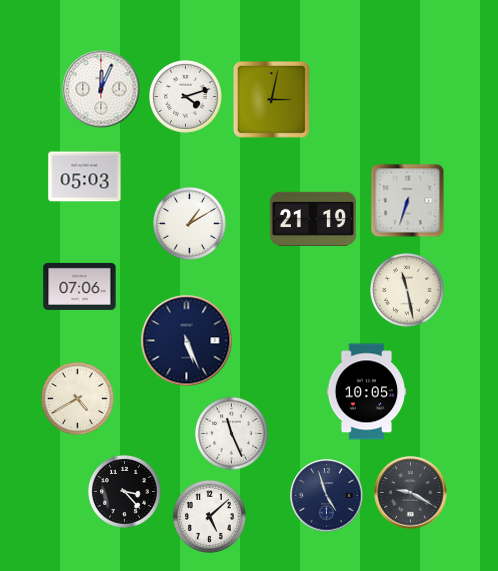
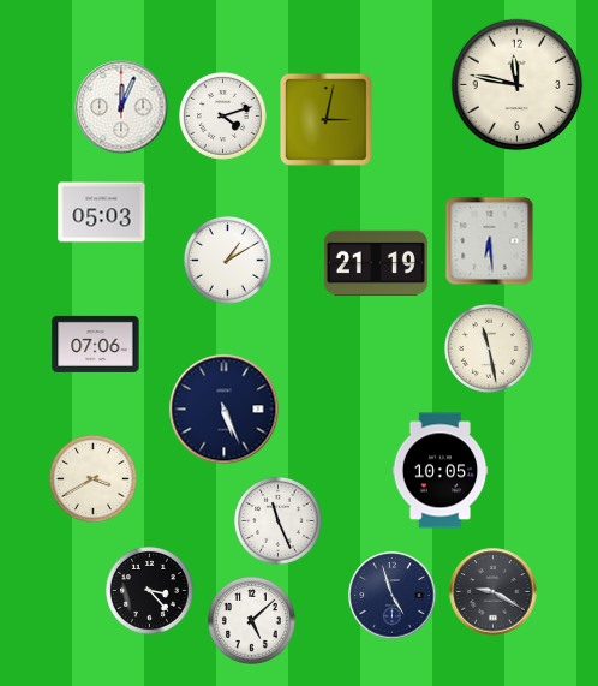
clock at (518, 85): none -> 11:47
clock at (408, 201): 6:33 -> 6:29
clock at (189, 223) position: (189, 223) -> (227, 260)
clock at (77, 398): 4:40 -> 3:40
